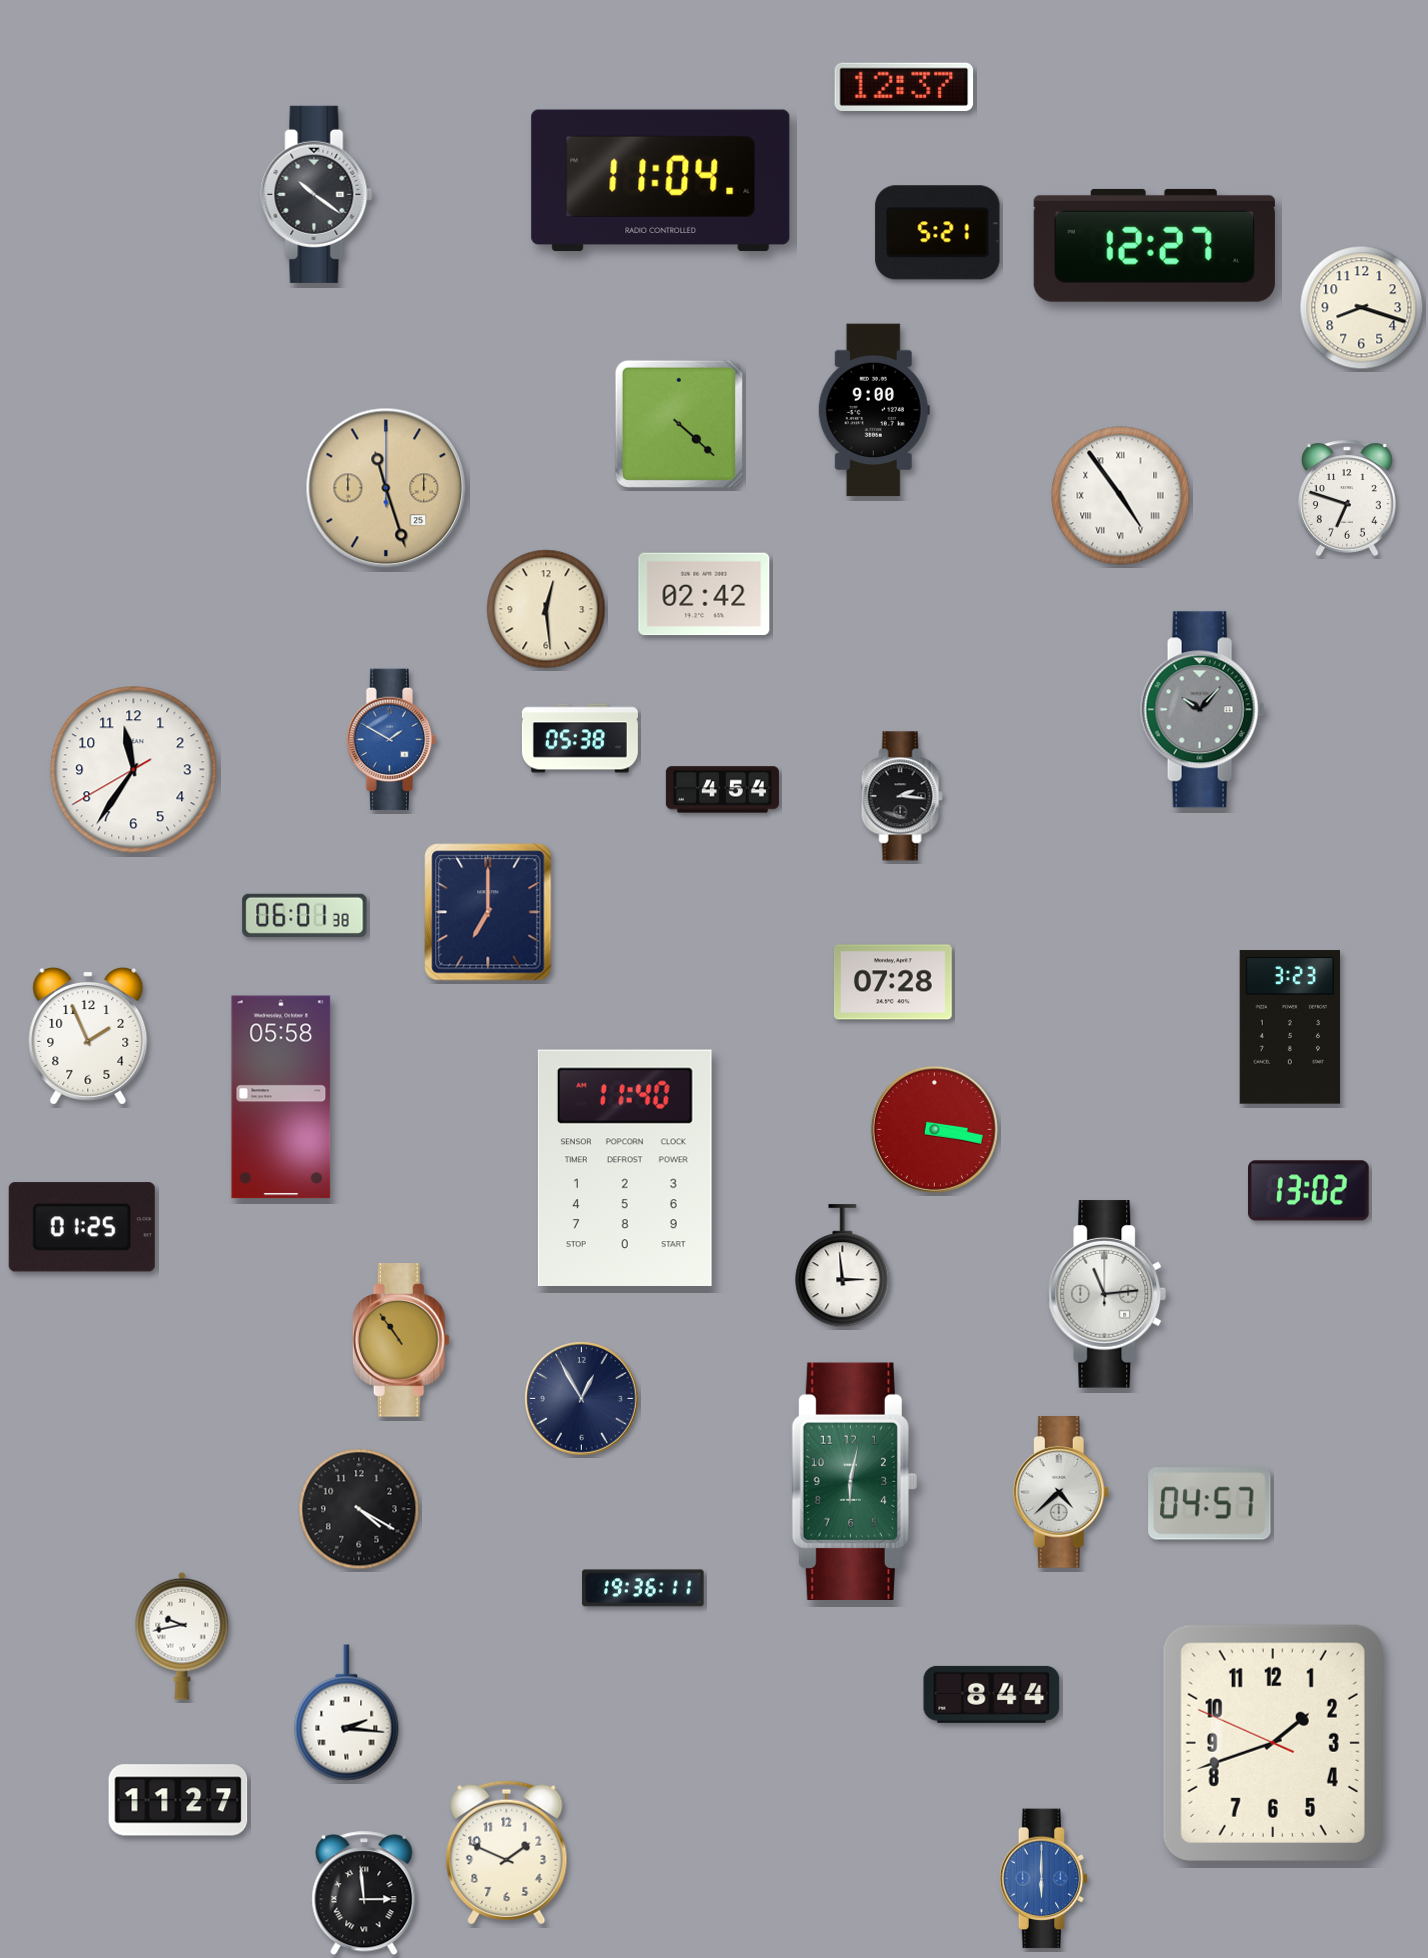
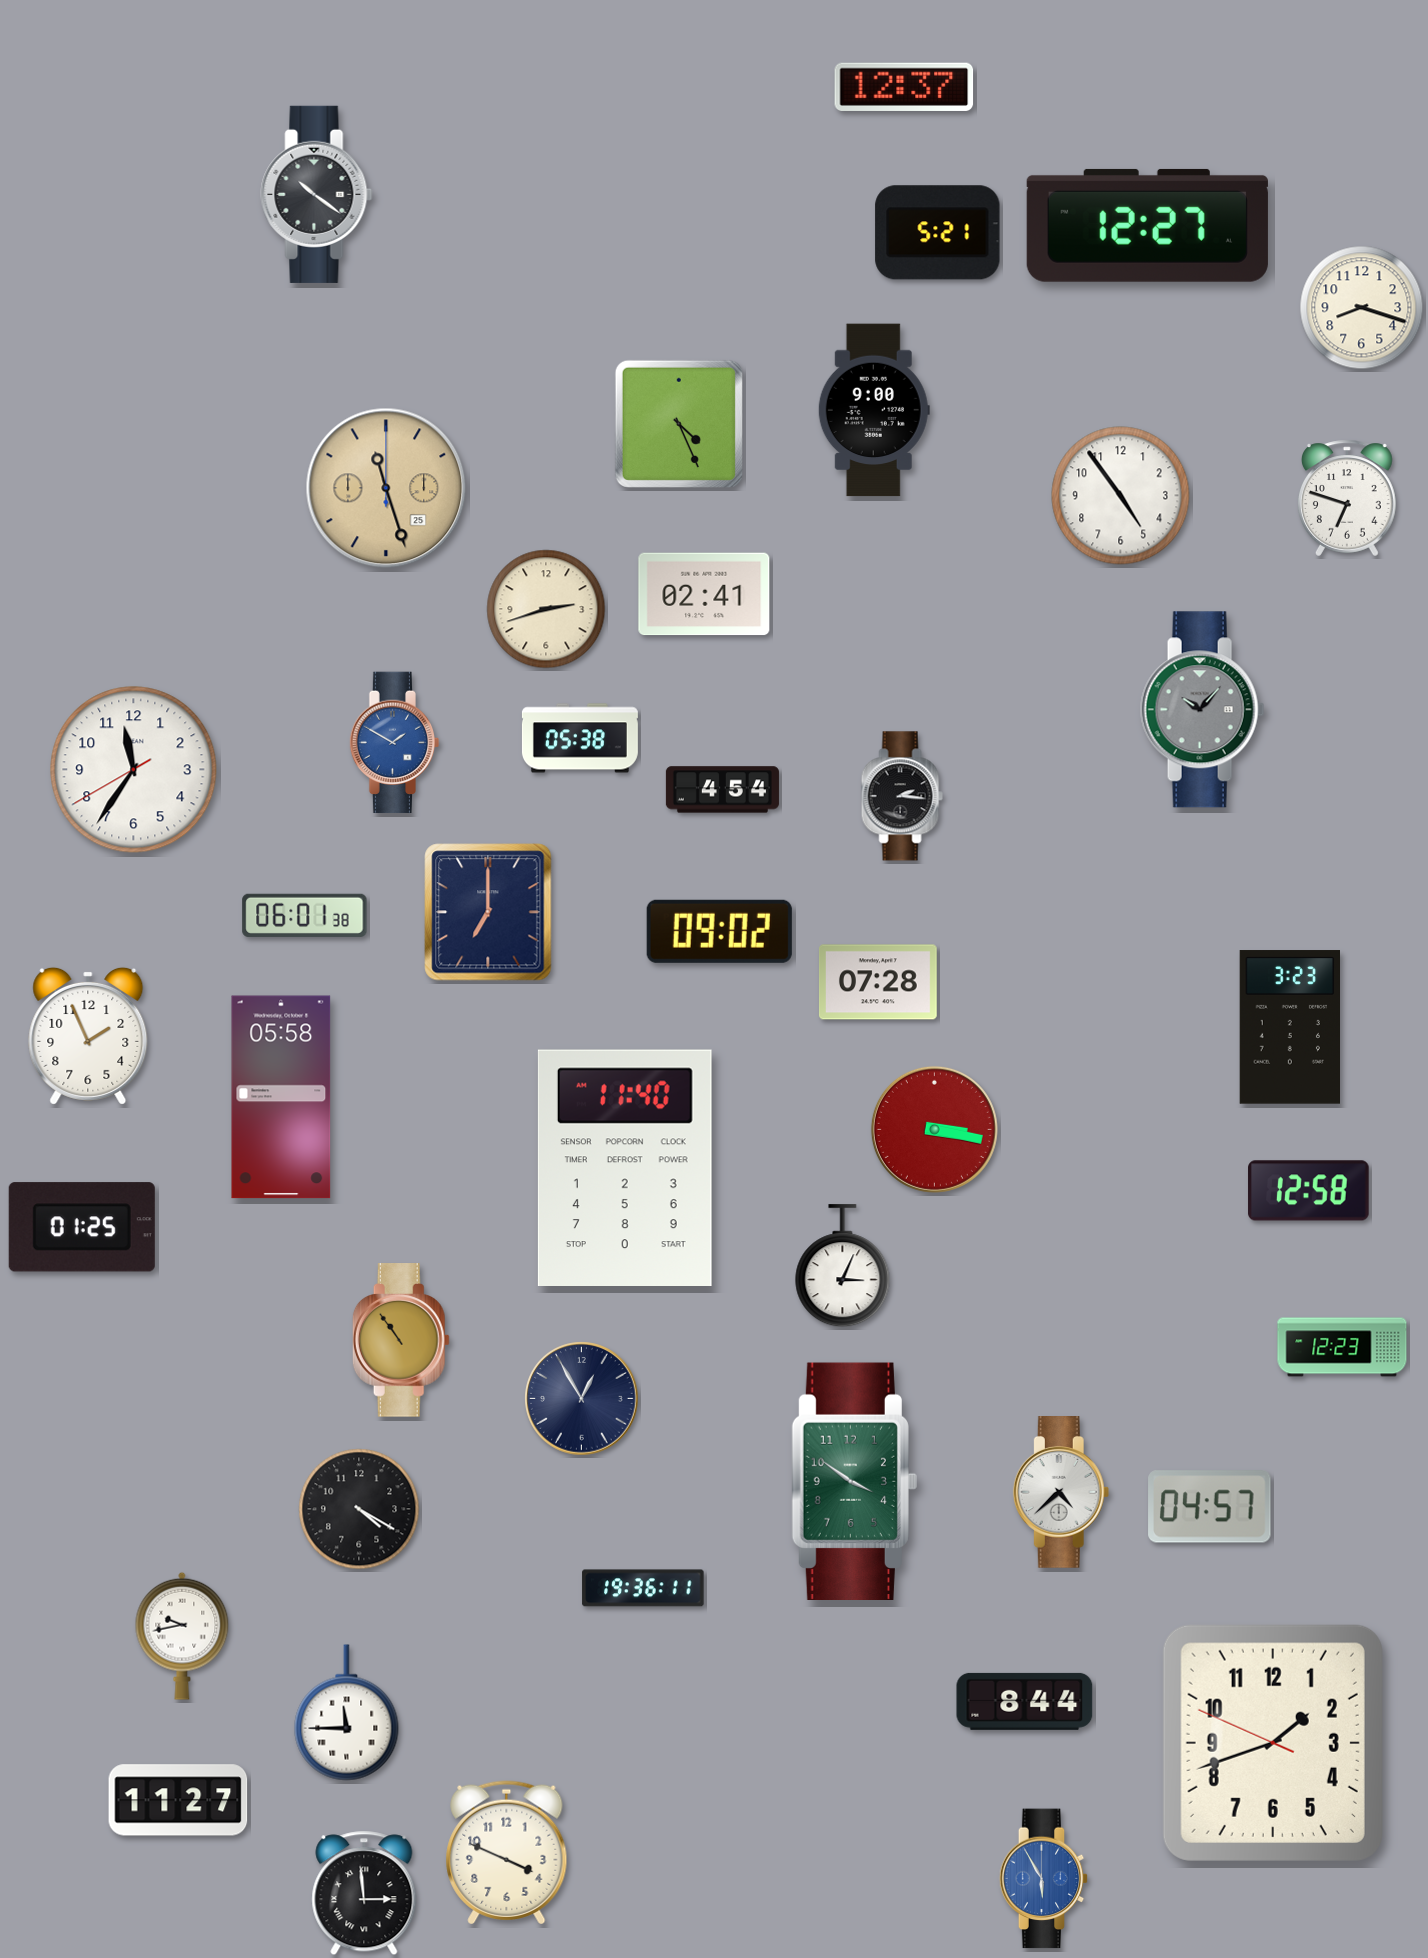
clock at (661, 181): 11:04 -> none
clock at (1154, 245) position: (1154, 245) -> (1147, 225)
clock at (679, 424): 4:22 -> 4:26
clock at (1121, 496) numerals: Roman -> Arabic
clock at (704, 594): 02:42 -> 02:41
clock at (546, 609): 12:29 -> 2:42
clock at (392, 740) position: (392, 740) -> (395, 743)
clock at (719, 931): none -> 09:02
clock at (893, 982) position: (893, 982) -> (878, 982)
clock at (1309, 1191): 13:02 -> 12:58
clock at (843, 1266): 2:59 -> 3:04
clock at (1107, 1294): 11:14 -> none
clock at (1342, 1347): none -> 12:23
clock at (854, 1481): 6:02 -> 3:51
clock at (1210, 1504) position: (1210, 1504) -> (1210, 1507)
clock at (992, 1694) position: (992, 1694) -> (1025, 1701)
clock at (347, 1713): 2:16 -> 11:45
clock at (507, 1853): 1:49 -> 3:49
clock at (1044, 1879): 6:00 -> 5:55
